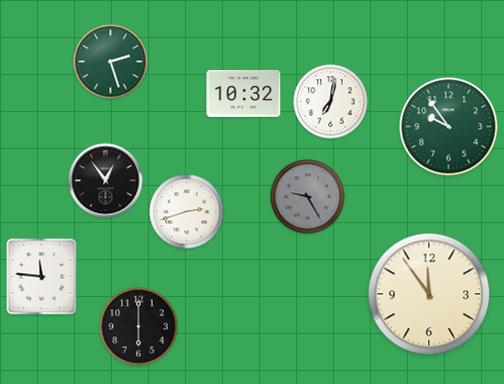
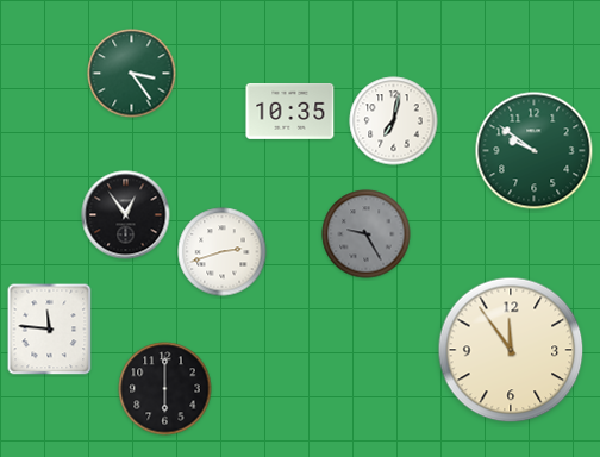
clock at (111, 62): 2:27 -> 3:24
clock at (244, 93): 10:32 -> 10:35
clock at (449, 127): 9:54 -> 9:51
